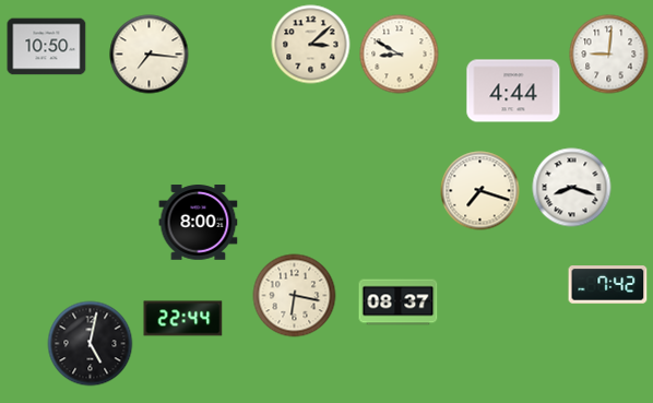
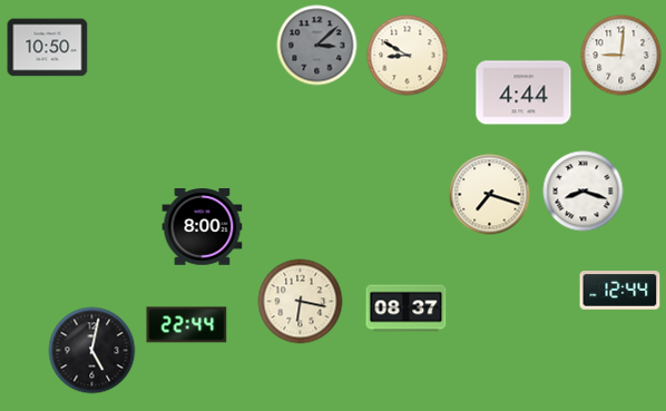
clock at (311, 45) dial: cream -> grey
clock at (150, 55): 7:16 -> none
clock at (608, 285): 7:42 -> 12:44
